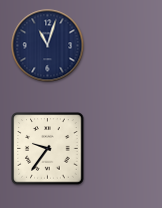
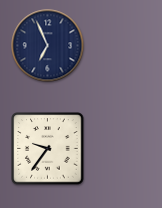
clock at (48, 46): 11:03 -> 6:56
